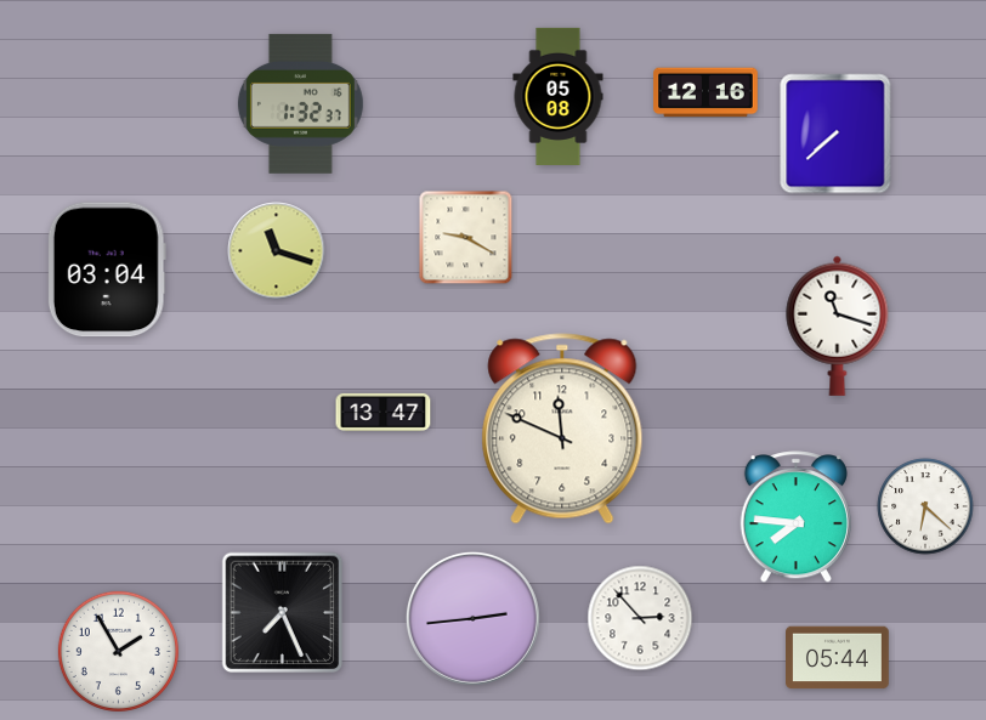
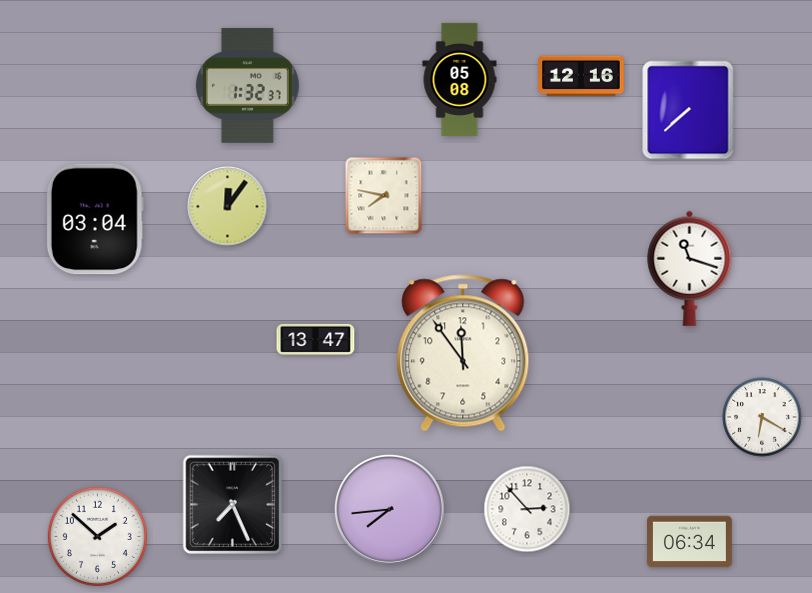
clock at (466, 238): 9:20 -> 7:47
clock at (277, 251): 11:18 -> 12:06
clock at (107, 270) position: (107, 270) -> (95, 219)
clock at (562, 429): 11:49 -> 11:54
clock at (925, 506): 6:22 -> 6:20
clock at (795, 517): 7:46 -> none
clock at (472, 618): 2:44 -> 7:44
clock at (118, 651): 1:55 -> 1:52
clock at (838, 658): 05:44 -> 06:34
